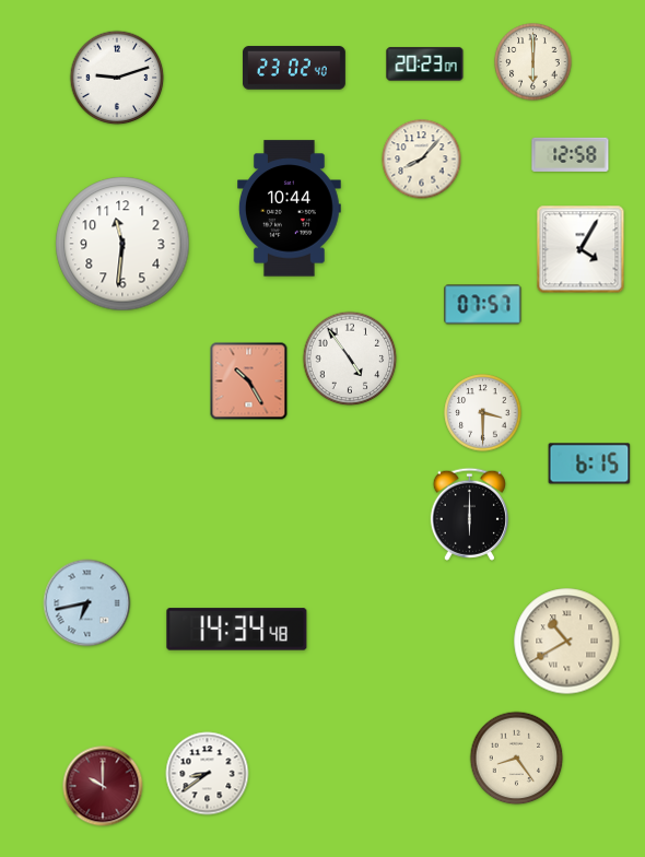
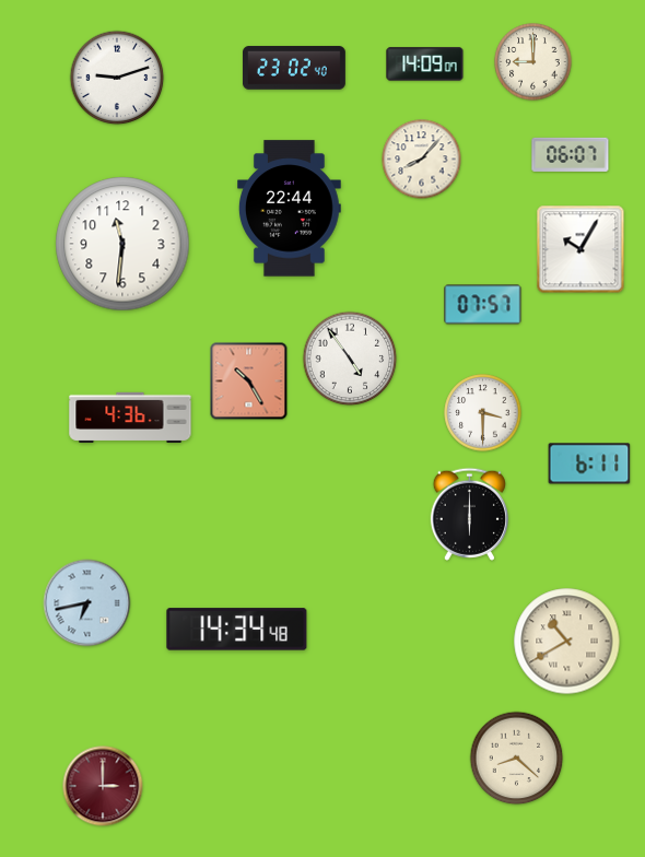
clock at (533, 62): 6:00 -> 9:00
clock at (425, 64): 20:23 -> 14:09
clock at (571, 154): 12:58 -> 06:07
clock at (290, 209): 10:44 -> 22:44
clock at (580, 249): 4:05 -> 10:05
clock at (130, 416): none -> 4:36
clock at (589, 463): 6:15 -> 6:11
clock at (517, 759): 8:24 -> 8:22
clock at (208, 774): 8:39 -> none
clock at (103, 786): 10:00 -> 3:00
